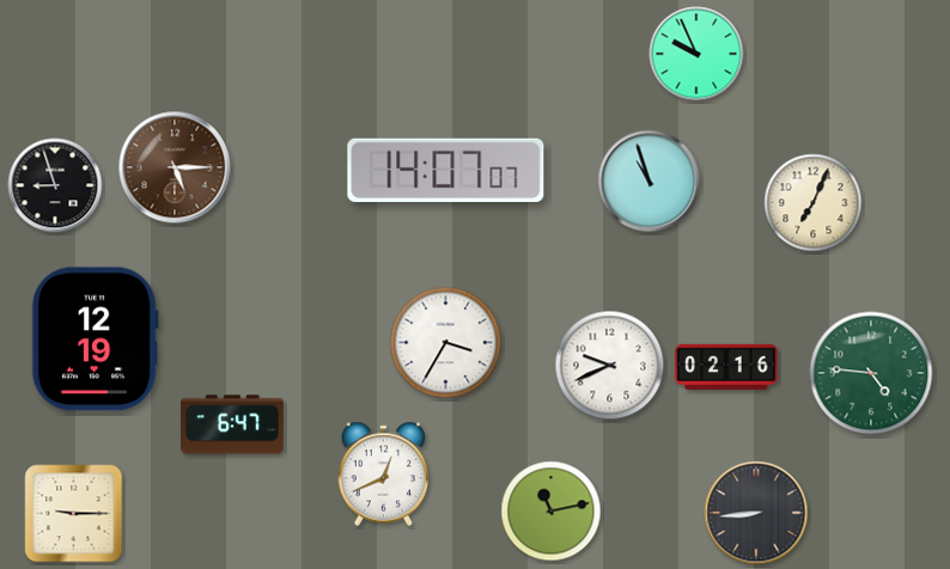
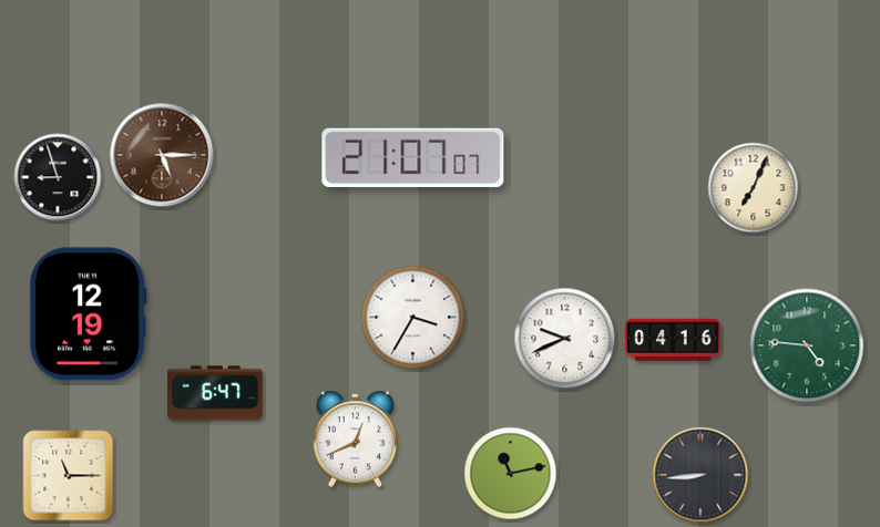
clock at (696, 54): 9:56 -> none
clock at (446, 170): 14:07 -> 21:07
clock at (650, 182): 10:57 -> none
clock at (55, 185) position: (55, 185) -> (58, 177)
clock at (726, 367): 02:16 -> 04:16
clock at (74, 514): 9:15 -> 11:15
